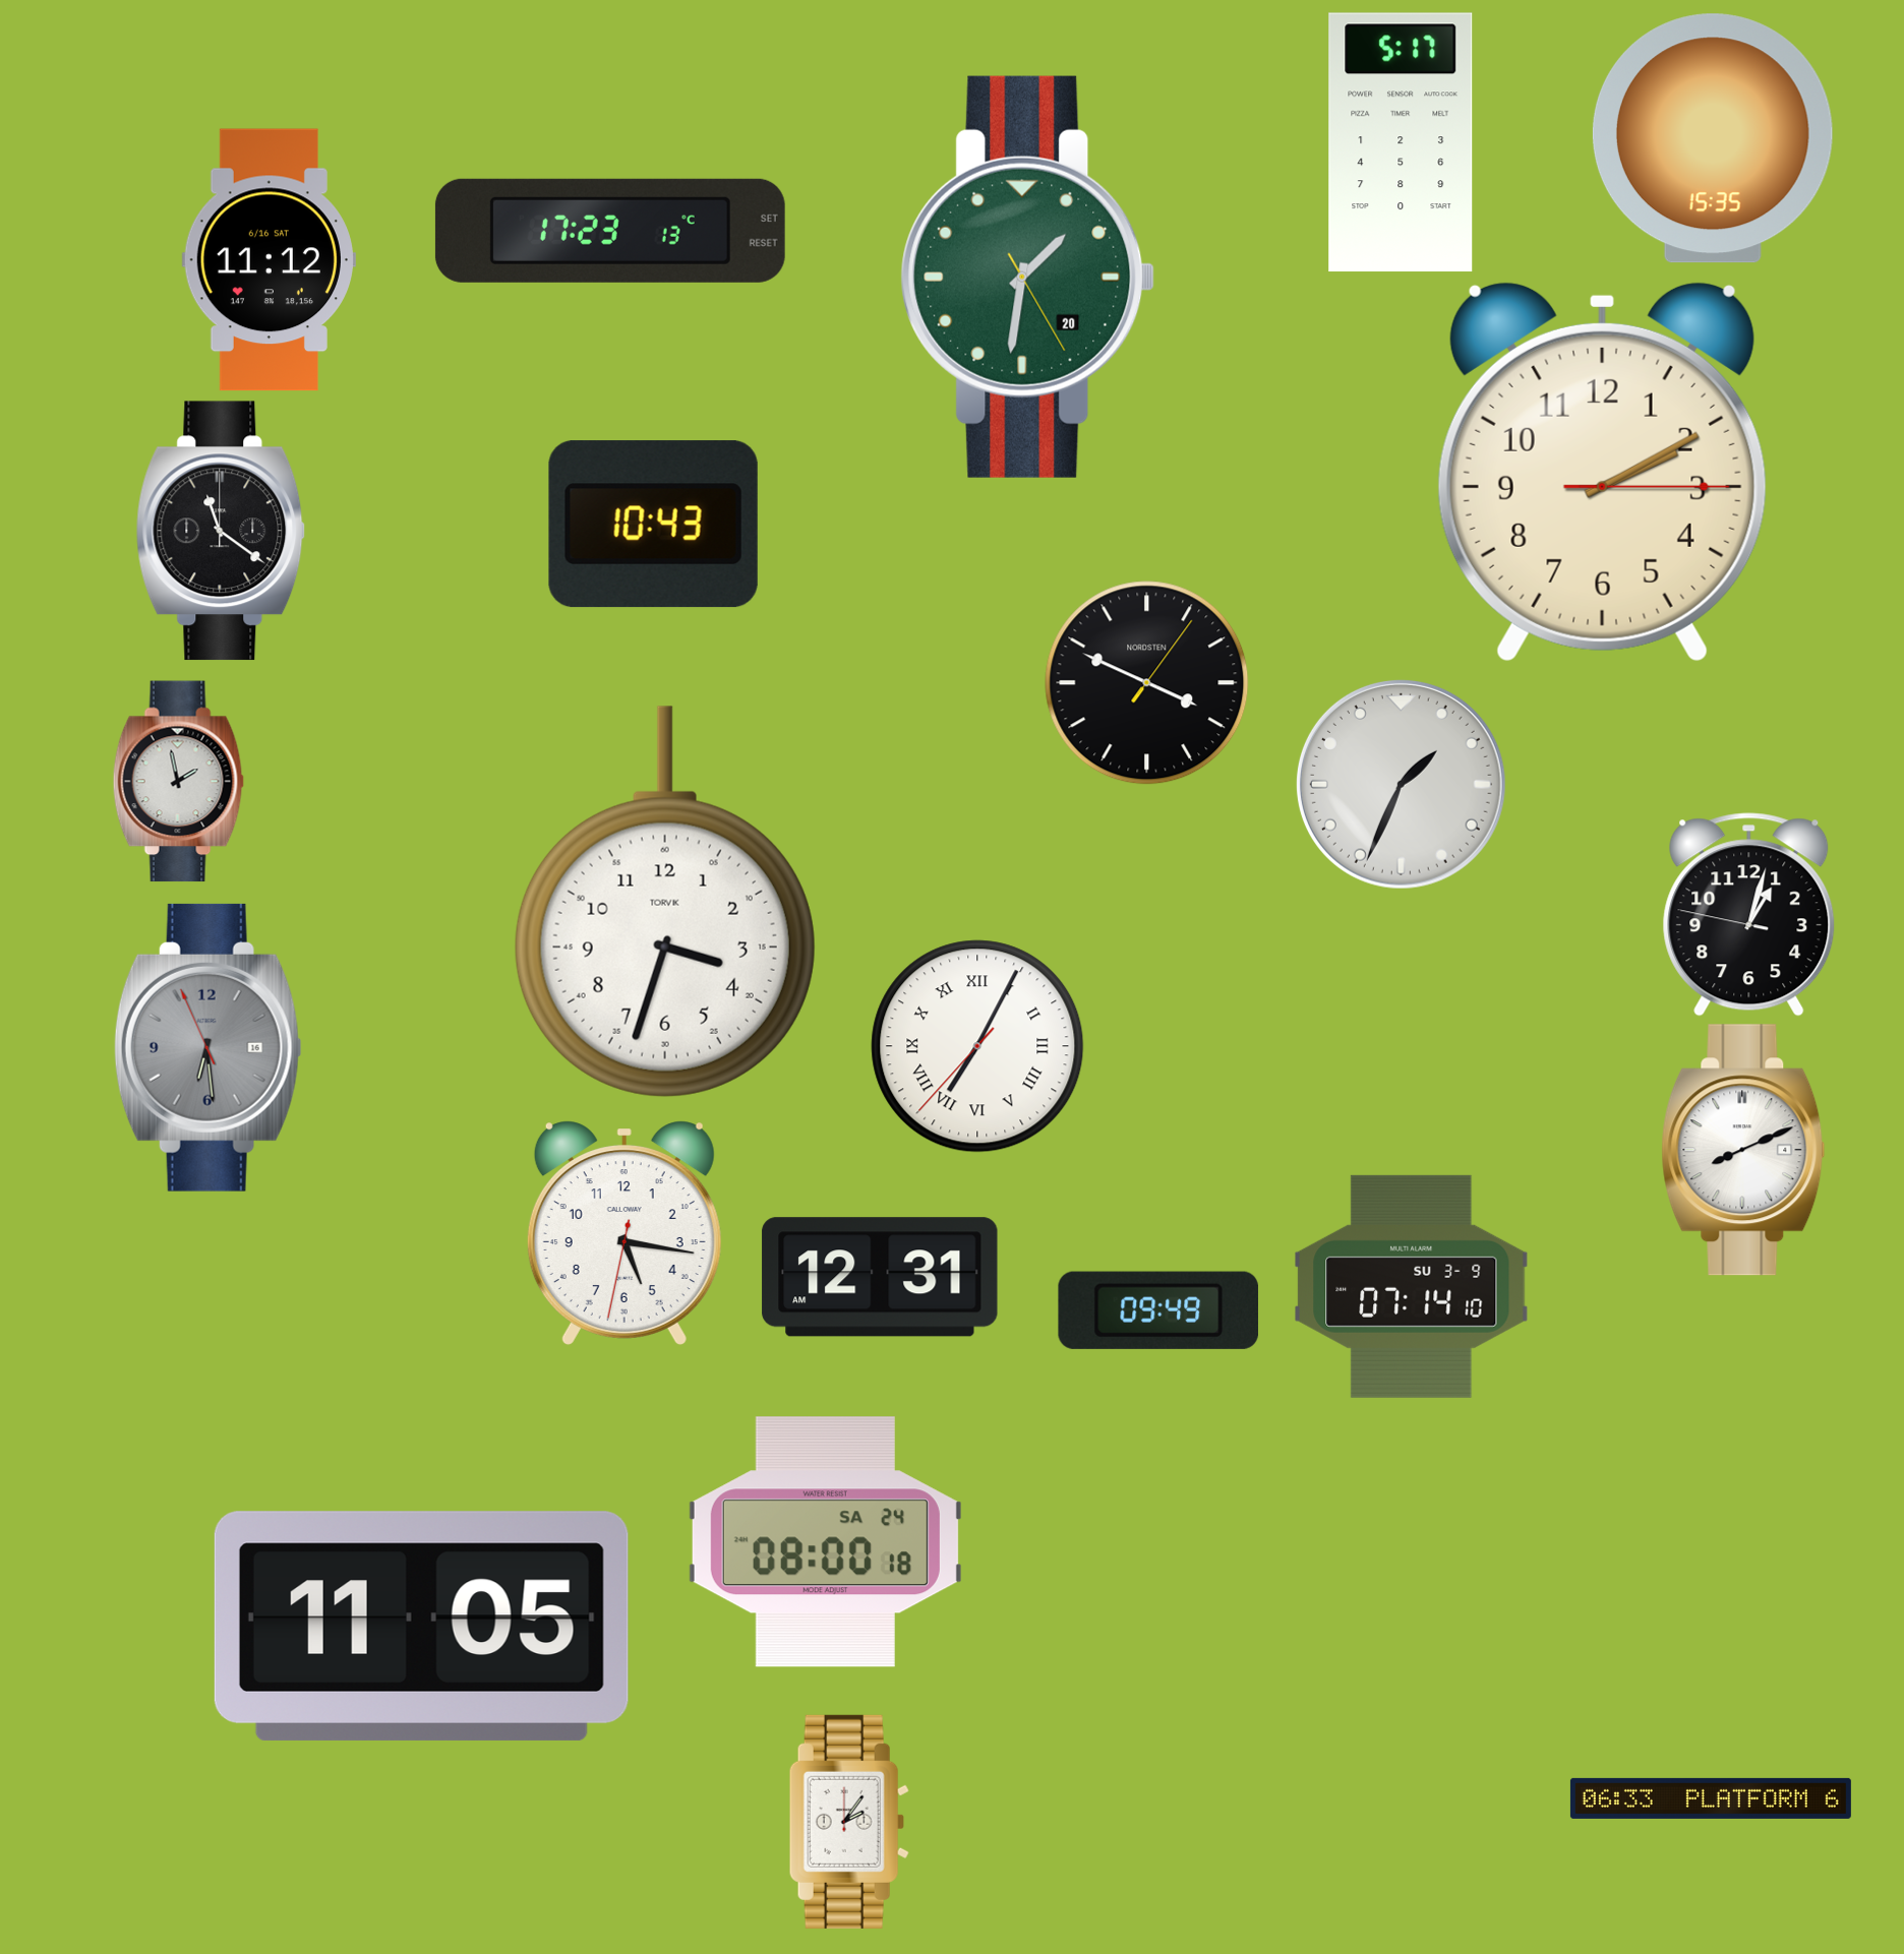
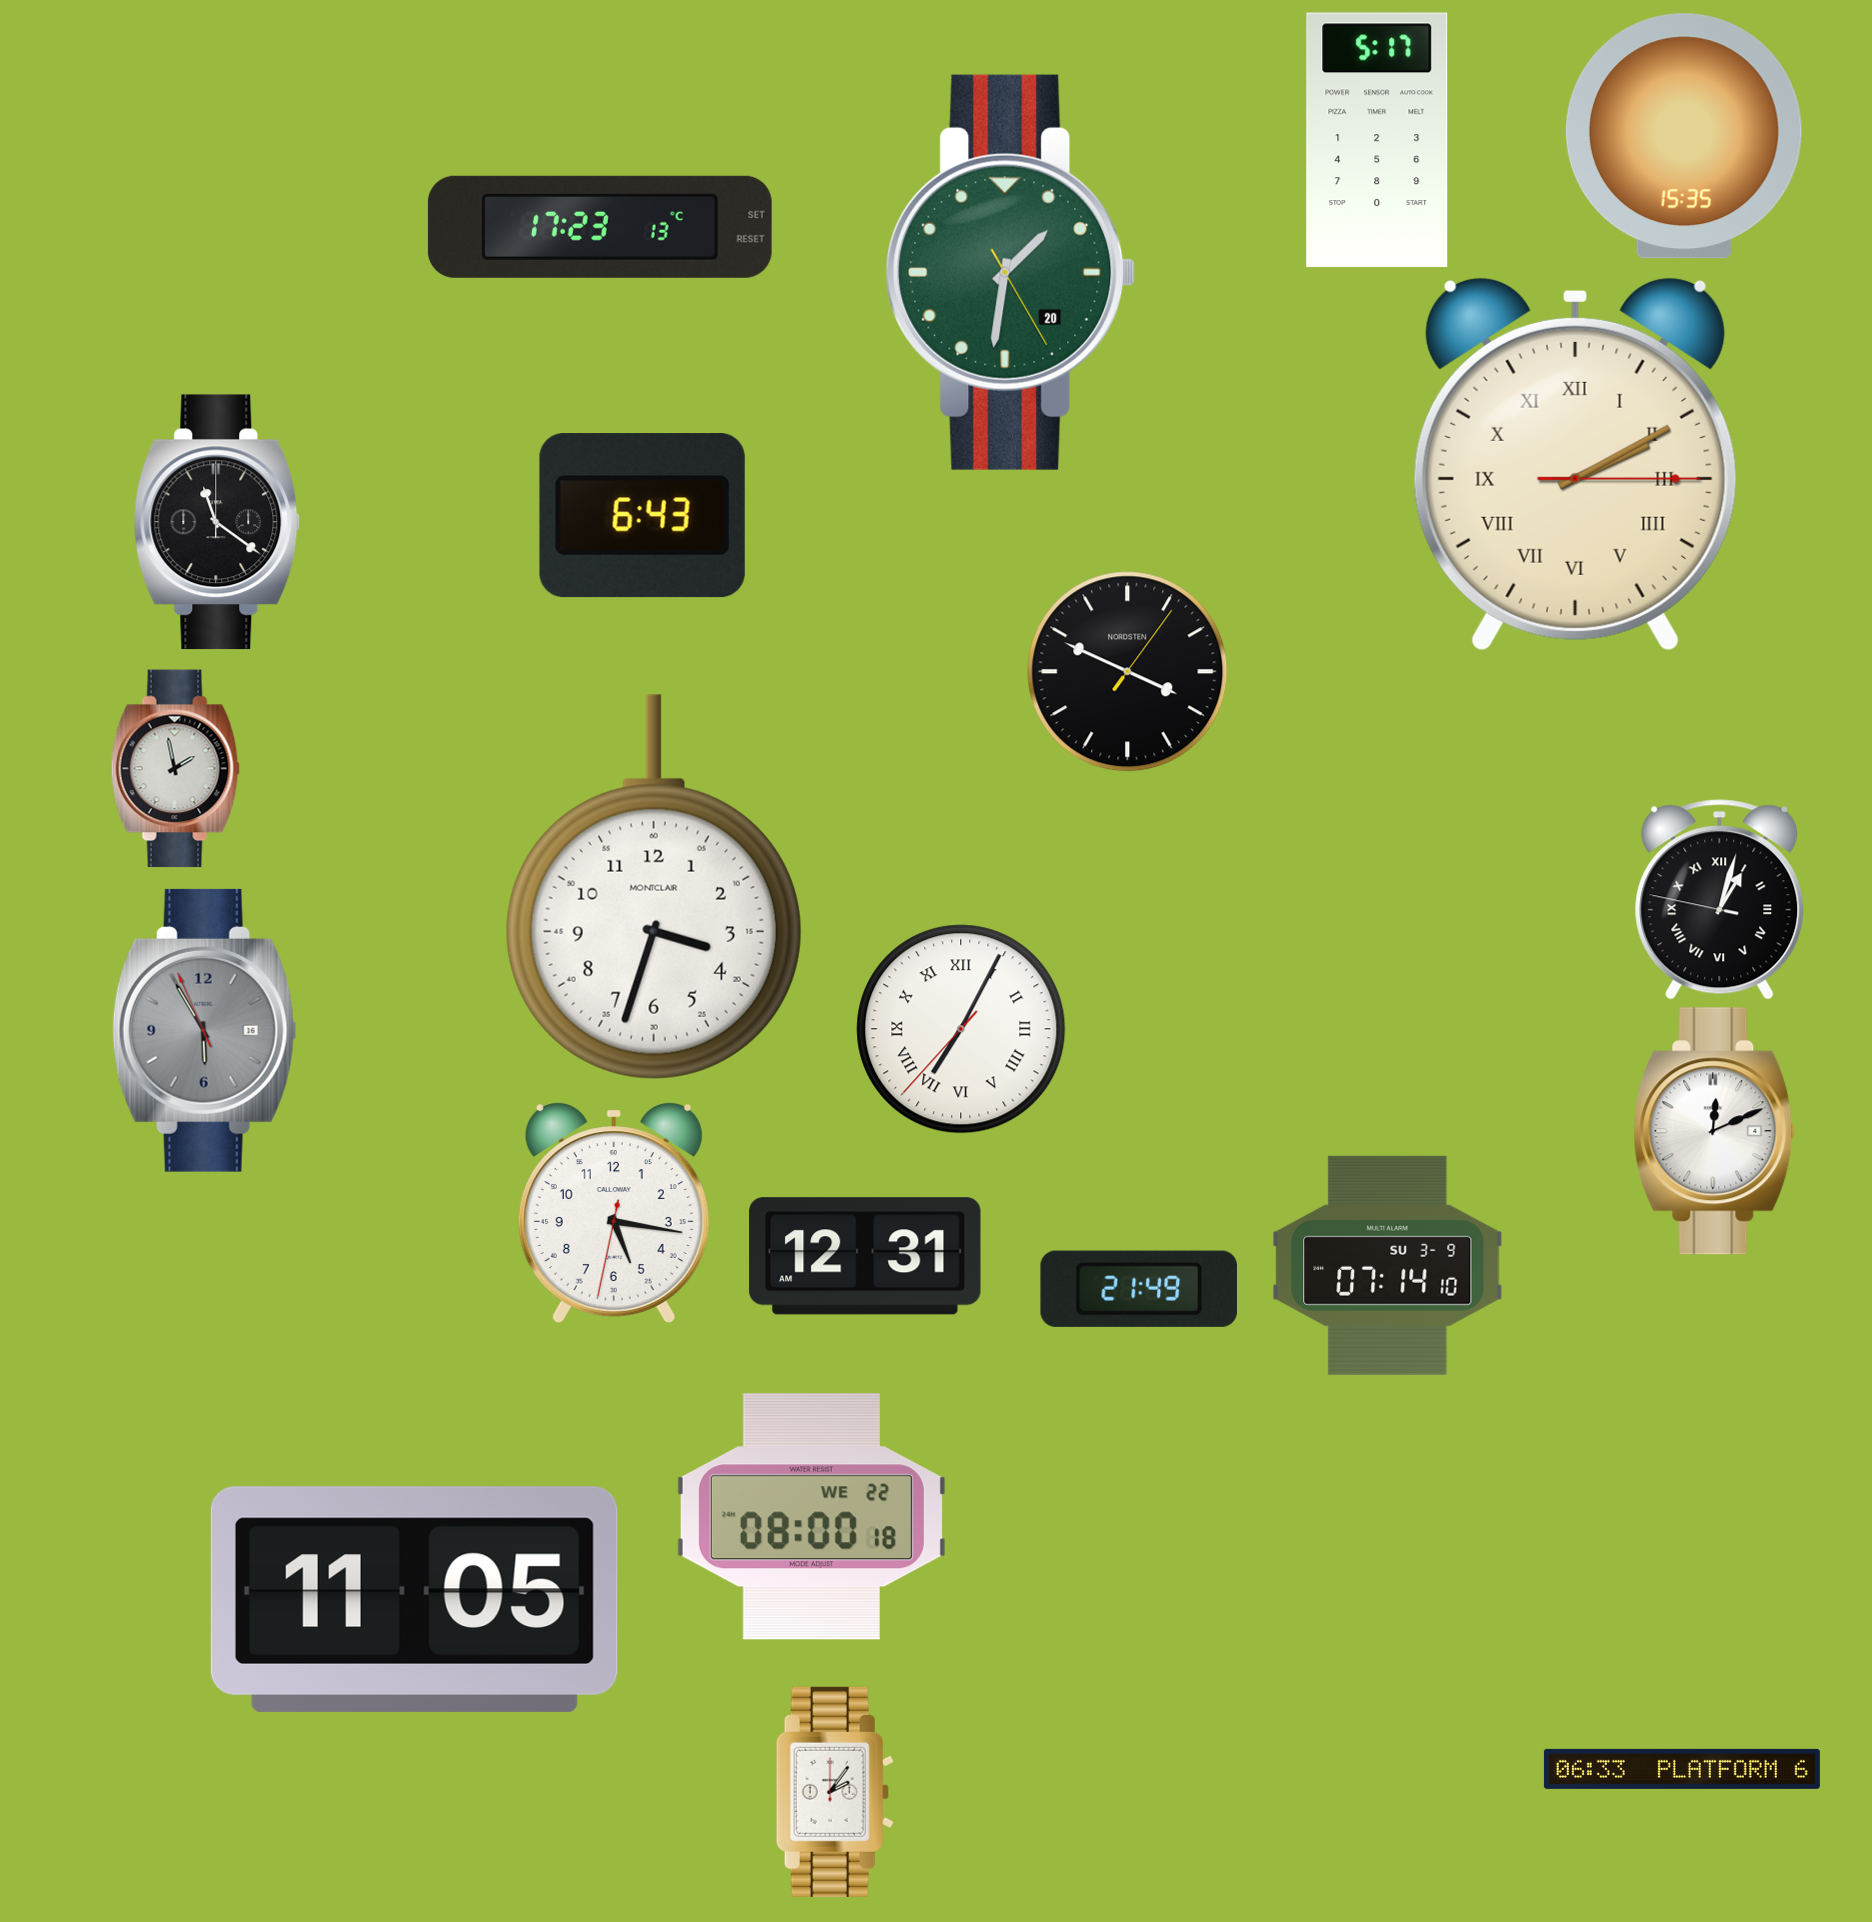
clock at (269, 260): 11:12 -> none
clock at (1602, 472) numerals: Arabic -> Roman
clock at (653, 525): 10:43 -> 6:43
clock at (1401, 784): 1:34 -> none
clock at (665, 902) brand: TORVIK -> MONTCLAIR
clock at (1749, 915) numerals: Arabic -> Roman
clock at (207, 1047): 6:28 -> 5:54
clock at (1743, 1150): 8:11 -> 12:11
clock at (1158, 1310): 09:49 -> 21:49
clock at (825, 1542) date: SA 24 -> WE 22
